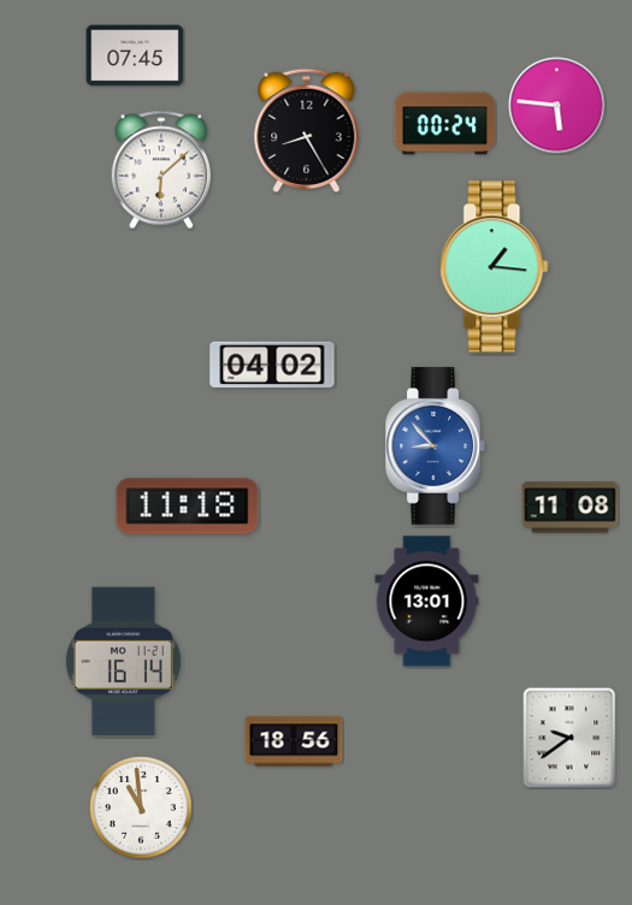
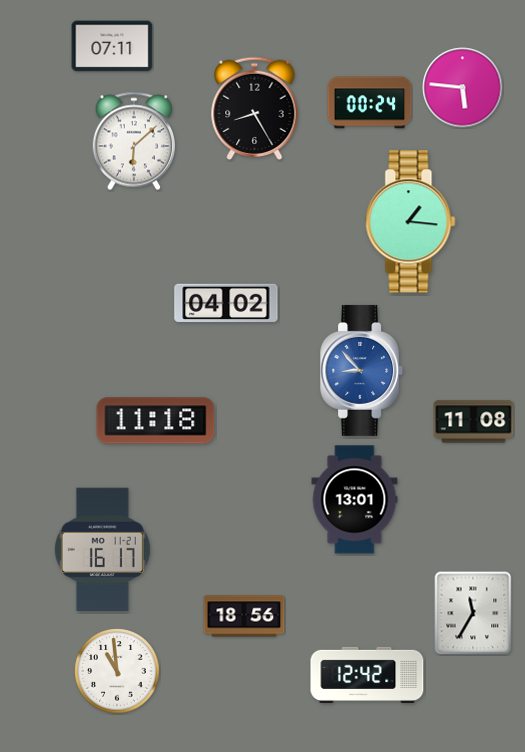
clock at (135, 55): 07:45 -> 07:11
clock at (123, 662): 16:14 -> 16:17
clock at (569, 738): 9:39 -> 11:35
clock at (367, 674): none -> 12:42
